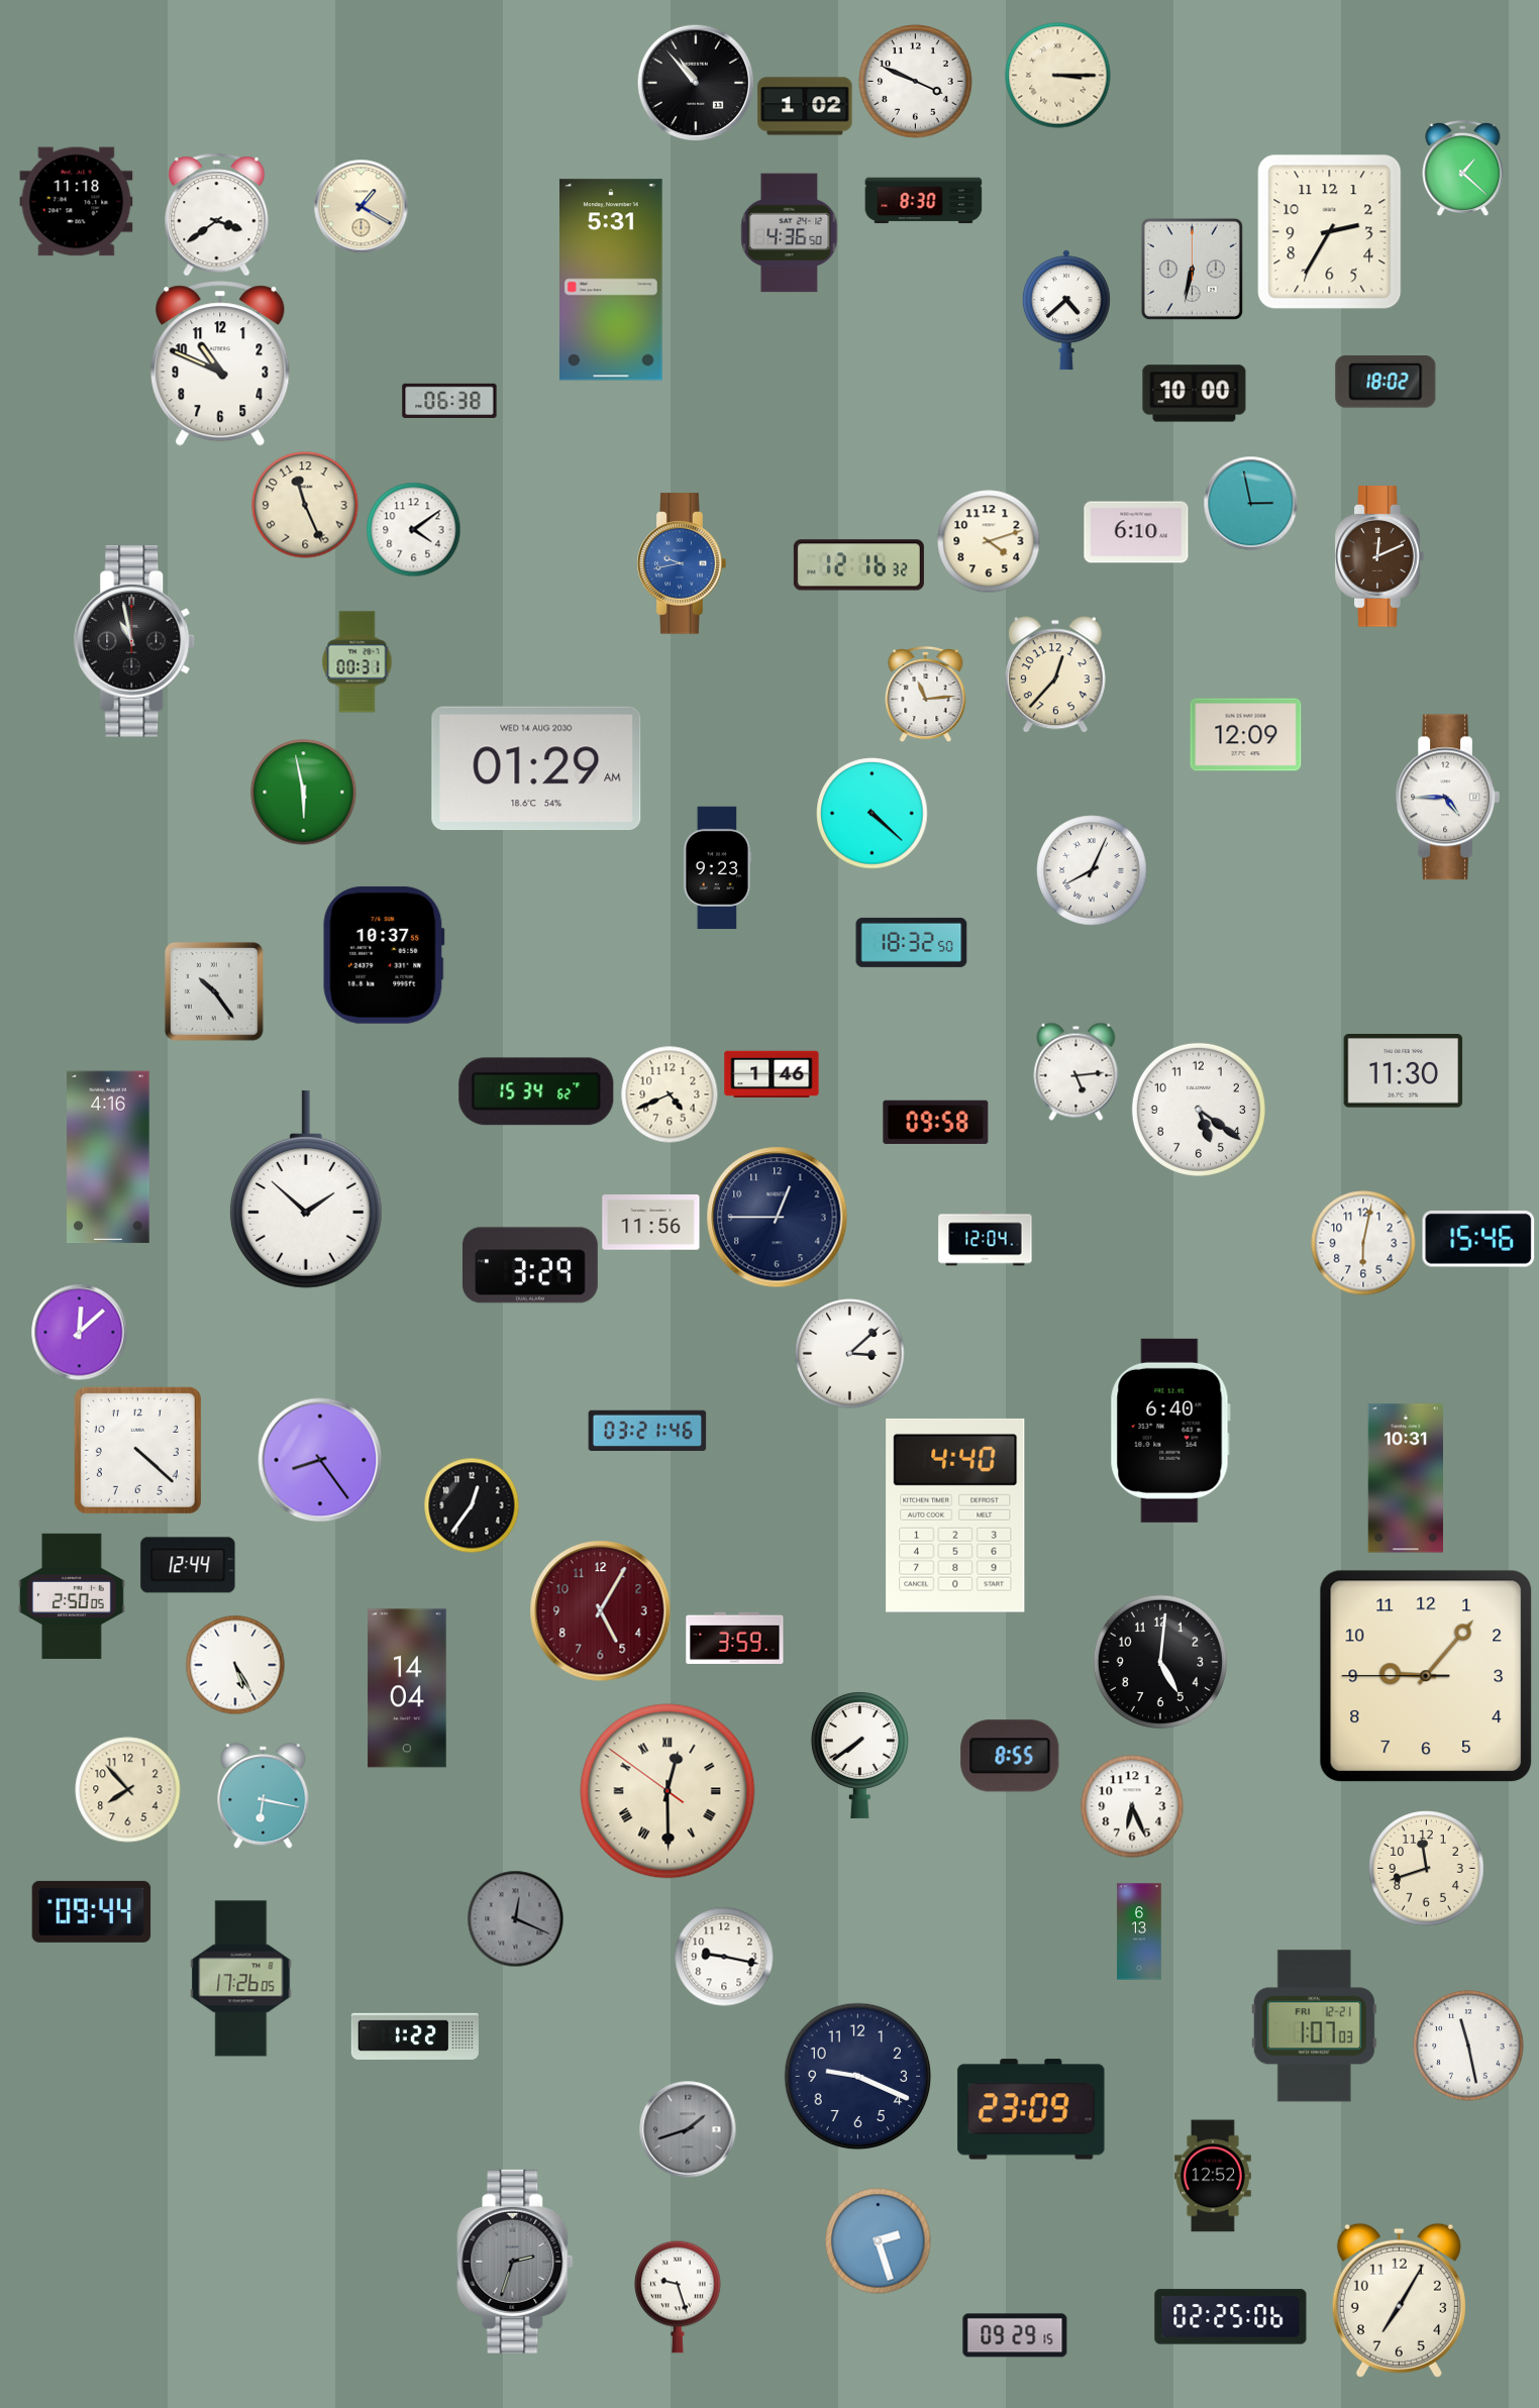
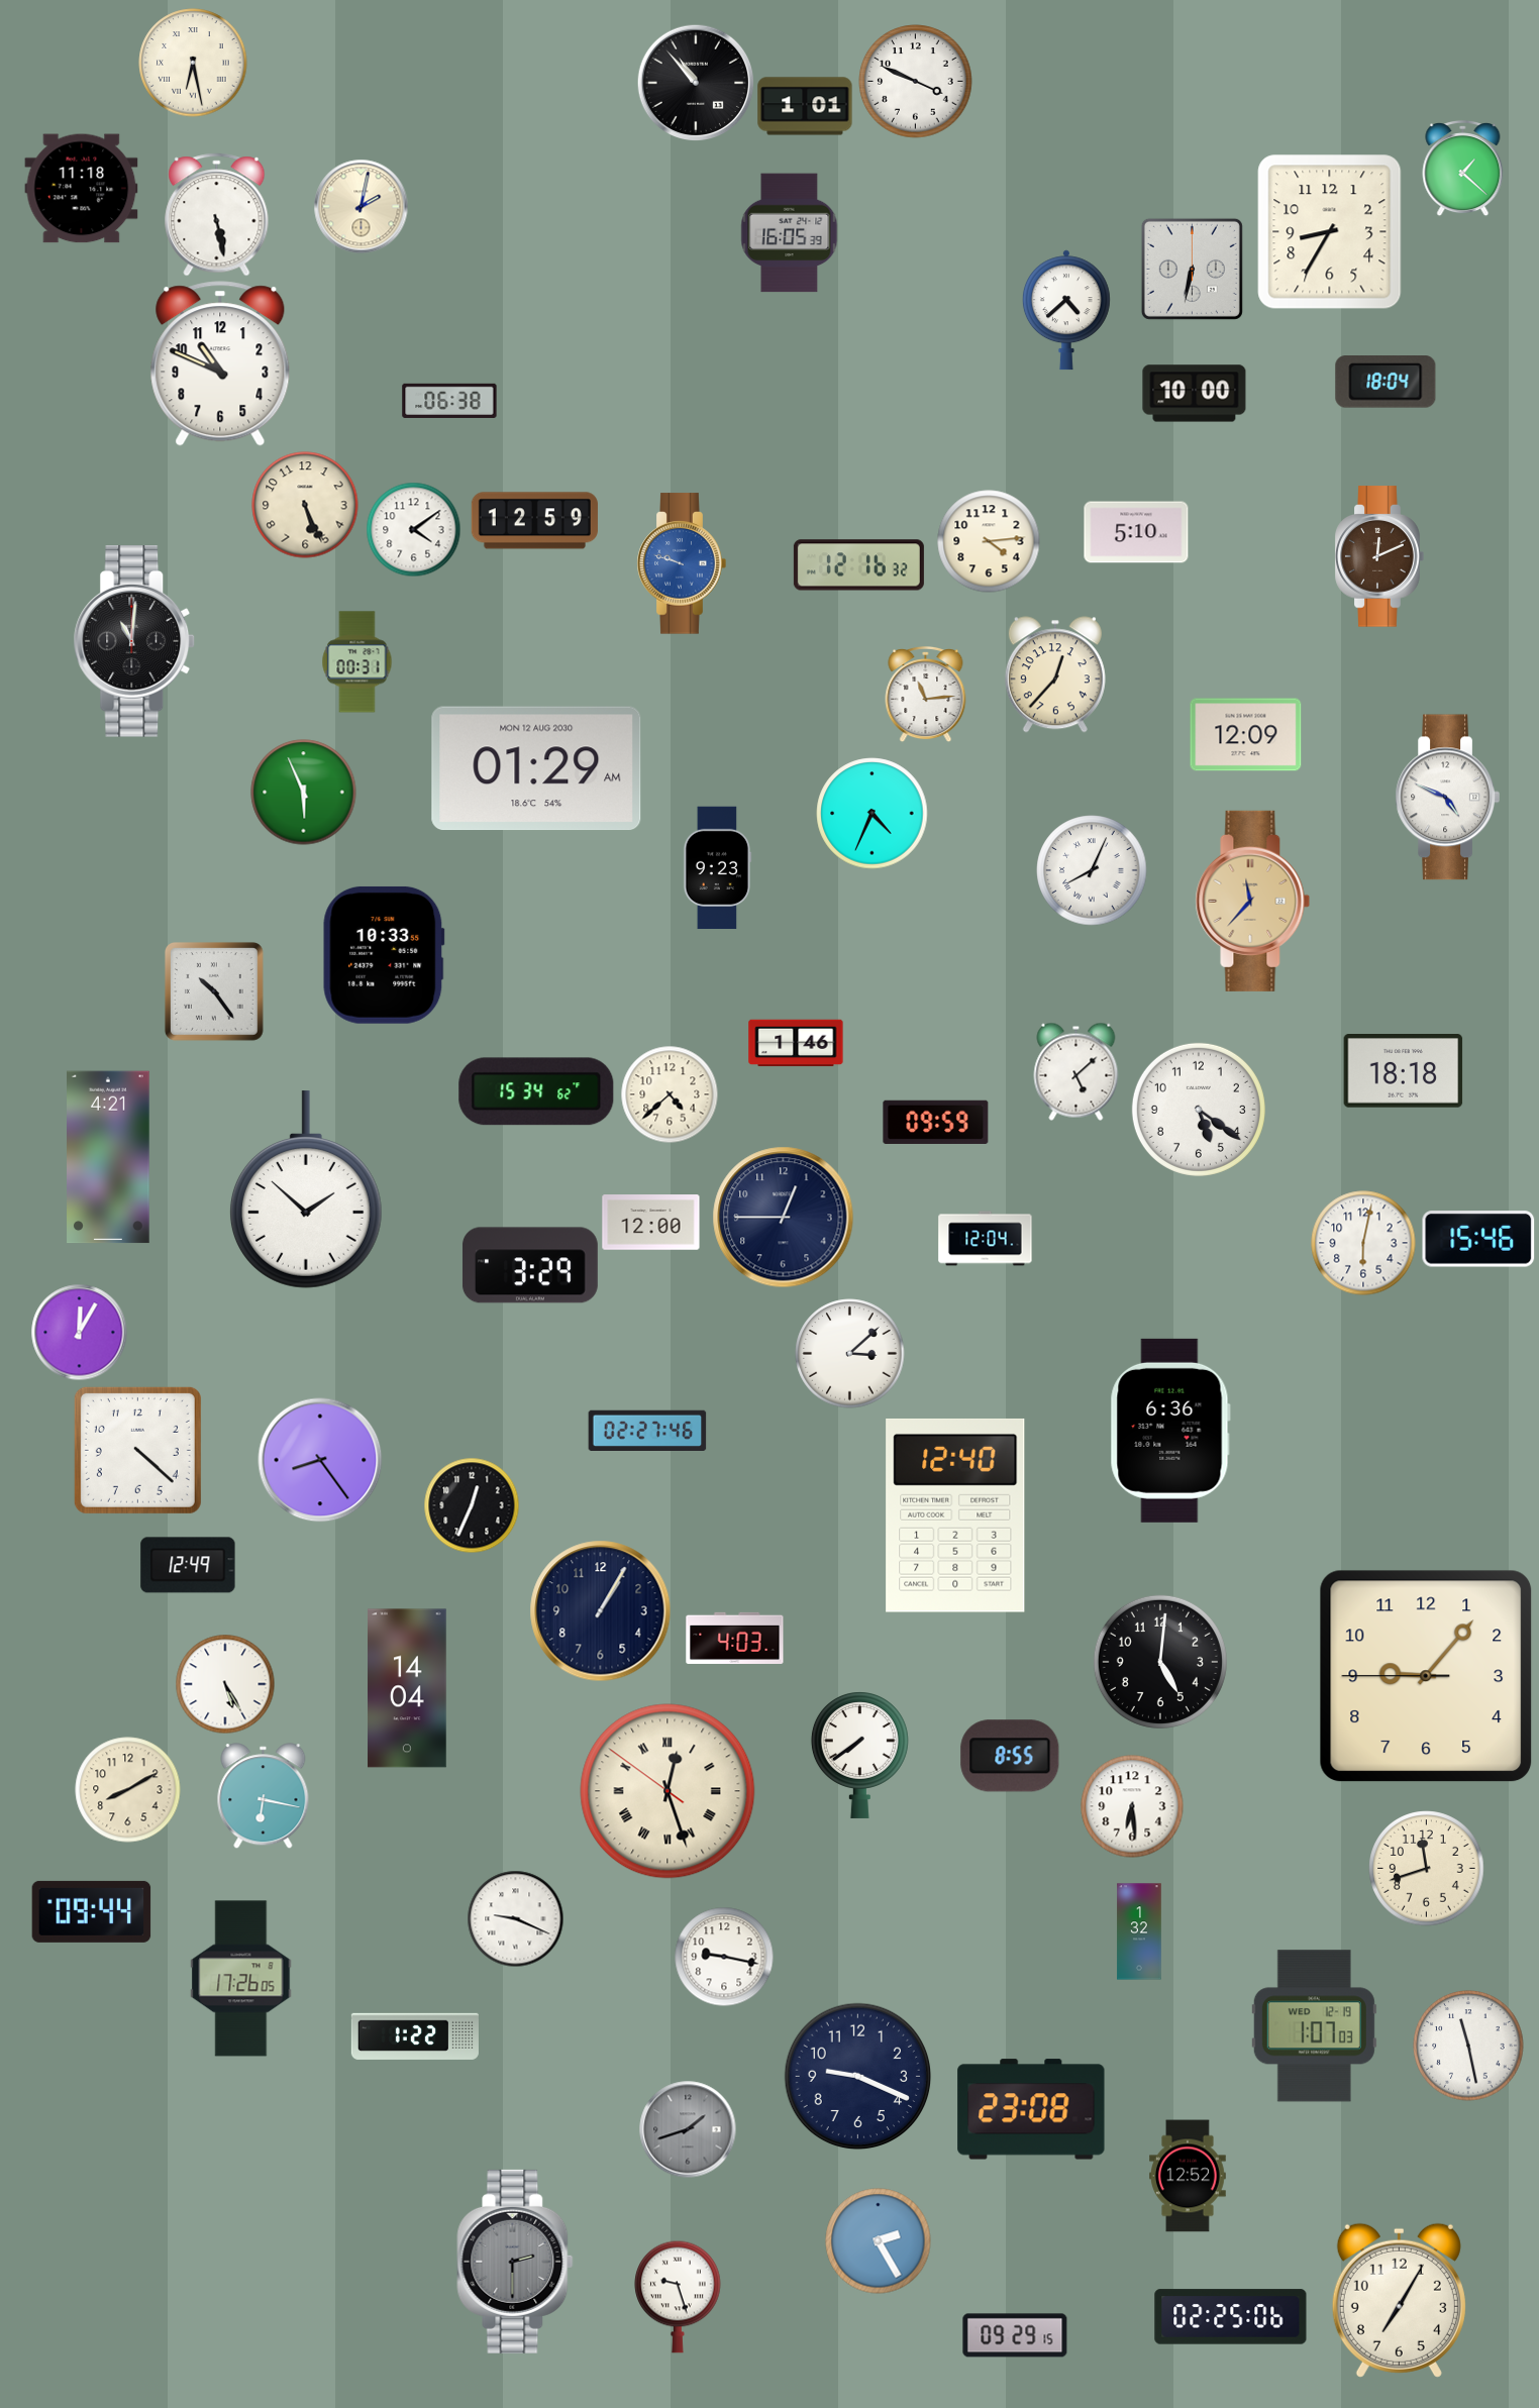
clock at (193, 63): none -> 6:28
clock at (1058, 76): 3:15 -> none
clock at (805, 106): 1:02 -> 1:01
clock at (924, 201): 8:30 -> none
clock at (77, 202) position: (77, 202) -> (82, 189)
clock at (361, 206): 1:20 -> 2:02
clock at (217, 215): 3:39 -> 5:28
clock at (1330, 232): 2:35 -> 8:35
clock at (790, 233): 4:36 -> 16:05
clock at (612, 280): 5:31 -> none
clock at (1386, 382): 18:02 -> 18:04
clock at (1250, 503): 2:58 -> none
clock at (305, 505): 11:26 -> 5:26
clock at (534, 521): none -> 12:59
clock at (1136, 532): 6:10 -> 5:10
clock at (989, 541): 4:12 -> 4:14
clock at (682, 563): 9:43 -> 9:48
clock at (134, 642): 10:58 -> 11:01
clock at (536, 768) date: WED 14 AUG 2030 -> MON 12 AUG 2030
clock at (304, 793): 5:58 -> 5:56
clock at (1447, 798): 4:45 -> 4:49
clock at (873, 814): 4:22 -> 4:34
clock at (1253, 901): none -> 11:37
clock at (912, 942): 18:32 -> none
clock at (384, 955): 10:37 -> 10:33
clock at (1076, 1071): 5:14 -> 5:08
clock at (1404, 1071): 11:30 -> 18:18
clock at (772, 1074) position: (772, 1074) -> (796, 1043)
clock at (670, 1094): 4:41 -> 4:38
clock at (936, 1122): 09:58 -> 09:59
clock at (108, 1157): 4:16 -> 4:21
clock at (778, 1218) position: (778, 1218) -> (784, 1218)
clock at (651, 1223): 11:56 -> 12:00
clock at (79, 1332): 12:08 -> 12:05
clock at (647, 1431): 03:21 -> 02:27
clock at (1170, 1431): 6:40 -> 6:36
clock at (1405, 1478): 10:31 -> none
clock at (472, 1505): 12:36 -> 12:34
clock at (955, 1515): 4:40 -> 12:40
clock at (188, 1565): 12:44 -> 12:49
clock at (73, 1595): 2:50 -> none
clock at (601, 1611): 5:05 -> 1:05
clock at (601, 1611) dial: burgundy -> navy
clock at (735, 1638): 3:59 -> 4:03
clock at (235, 1665) position: (235, 1665) -> (225, 1684)
clock at (128, 1790): 7:53 -> 8:10
clock at (668, 1791): 12:29 -> 12:26
clock at (1132, 1806): 6:26 -> 6:29
clock at (515, 1918): 12:19 -> 9:19
clock at (515, 1918) dial: grey -> white
clock at (1139, 1931): 6:13 -> 1:32
clock at (1314, 2026) date: FRI 12-21 -> WED 12-19
clock at (1031, 2109): 23:09 -> 23:08
clock at (1214, 2176) position: (1214, 2176) -> (1189, 2176)
clock at (879, 2241): 2:27 -> 2:25
clock at (515, 2262): 2:33 -> 2:30
